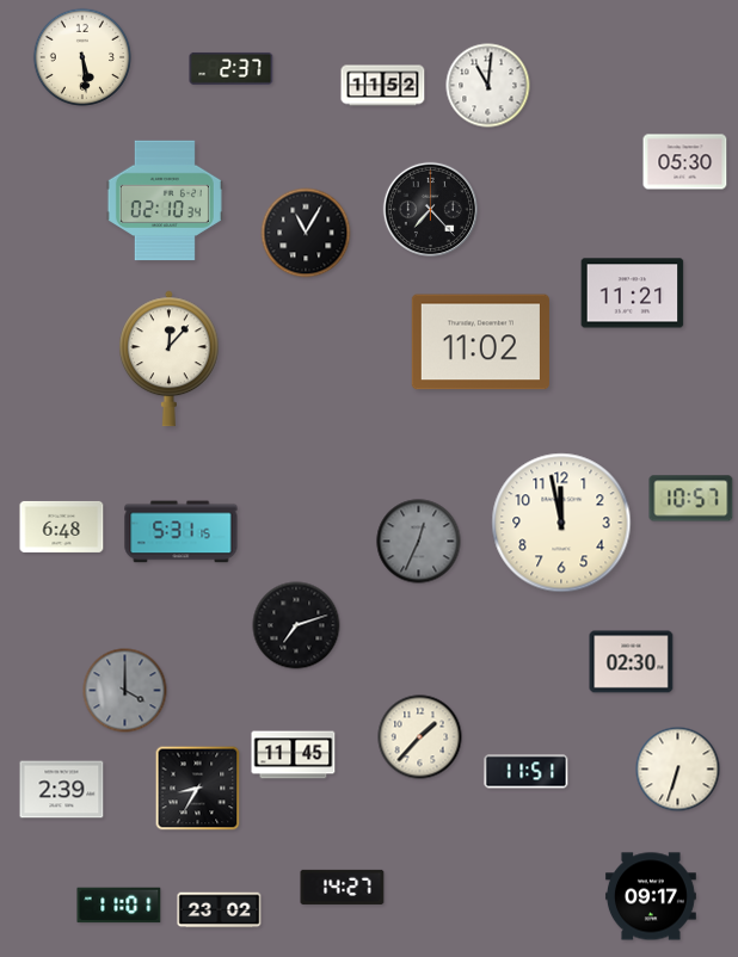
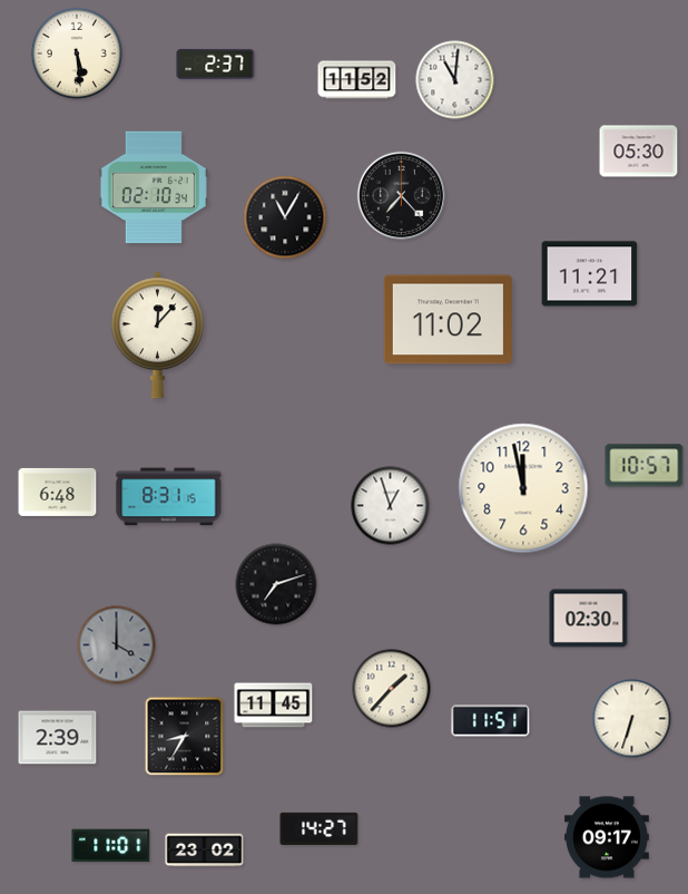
clock at (182, 532): 5:31 -> 8:31
clock at (419, 542): 12:34 -> 12:57
clock at (419, 542) dial: grey -> white
